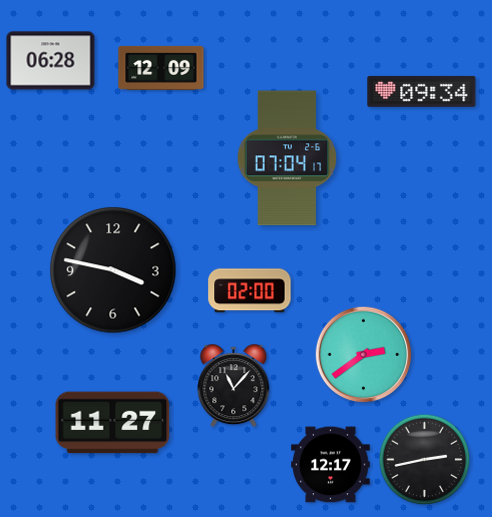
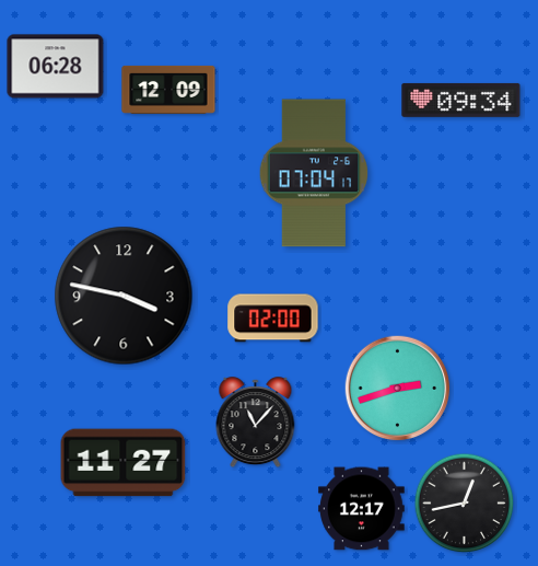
clock at (161, 68) position: (161, 68) -> (168, 90)
clock at (364, 355): 2:39 -> 2:42
clock at (425, 460): 2:43 -> 12:43
